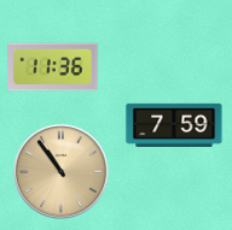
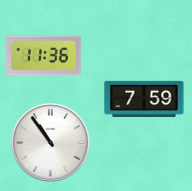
clock at (174, 125) position: (174, 125) -> (144, 99)
clock at (60, 171) dial: champagne -> white
